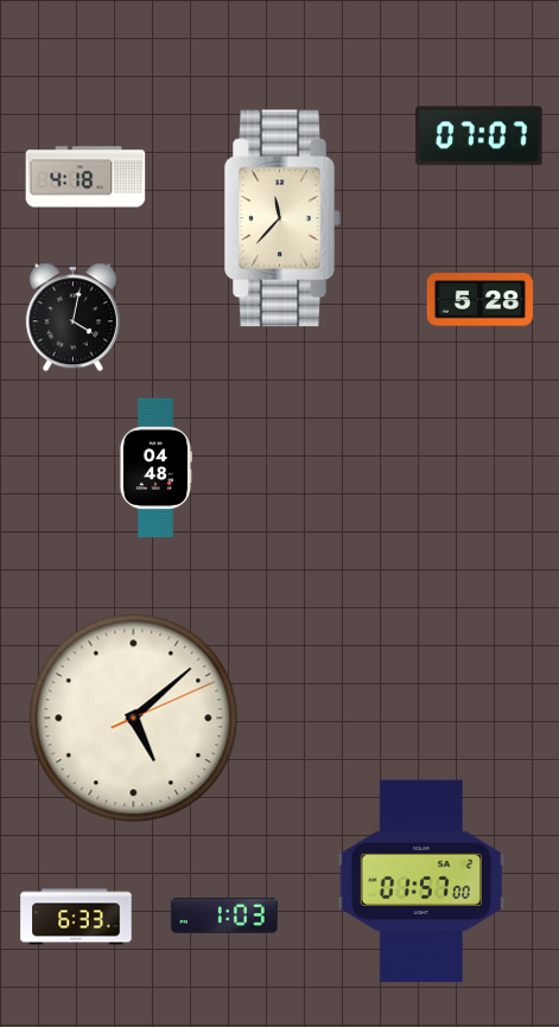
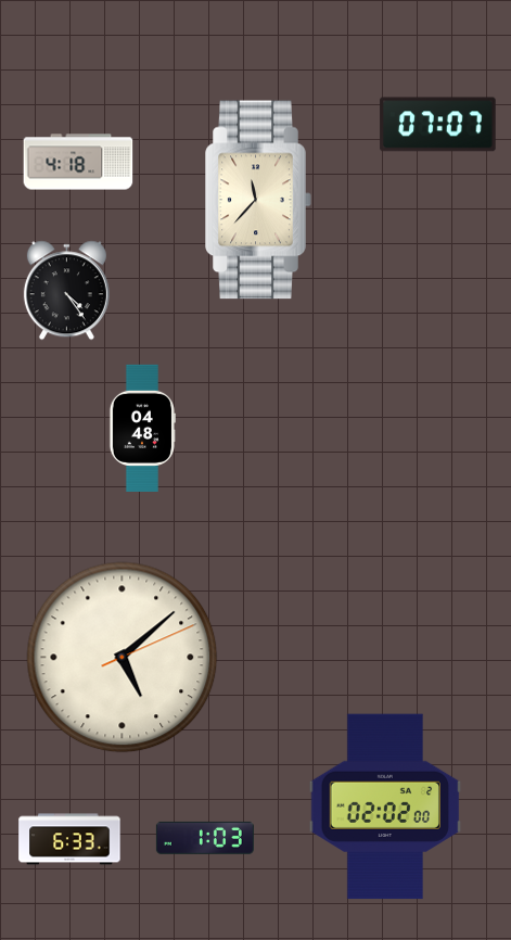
clock at (479, 300): 5:28 -> none
clock at (72, 318): 4:02 -> 4:24
clock at (421, 881): 01:57 -> 02:02
